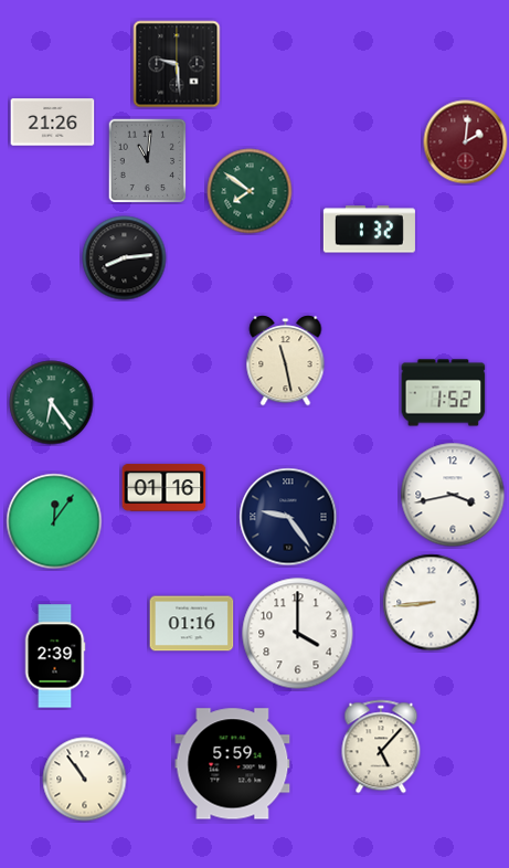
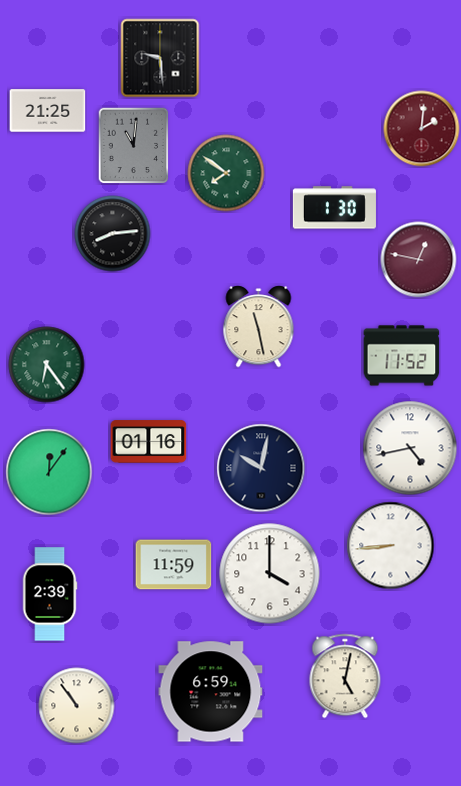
clock at (53, 123): 21:26 -> 21:25
clock at (369, 230): 1:32 -> 1:30
clock at (419, 260): none -> 12:47
clock at (444, 393): 1:52 -> 11:52
clock at (453, 495): 3:43 -> 4:43
clock at (288, 517): 9:24 -> 10:02
clock at (192, 624): 01:16 -> 11:59
clock at (381, 747): 5:07 -> 5:02
clock at (233, 764): 5:59 -> 6:59
